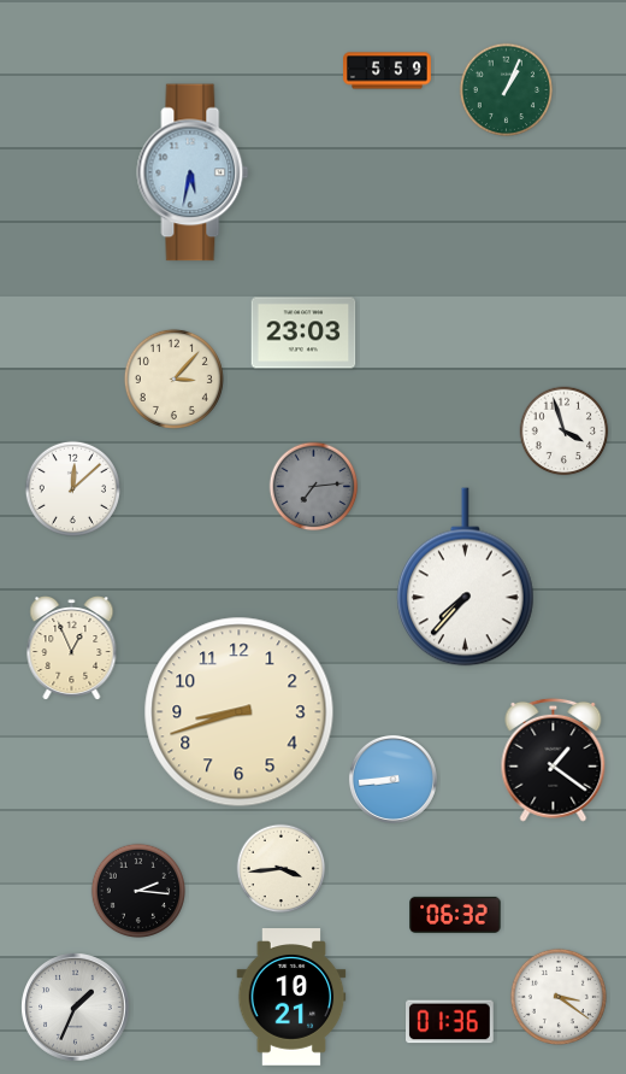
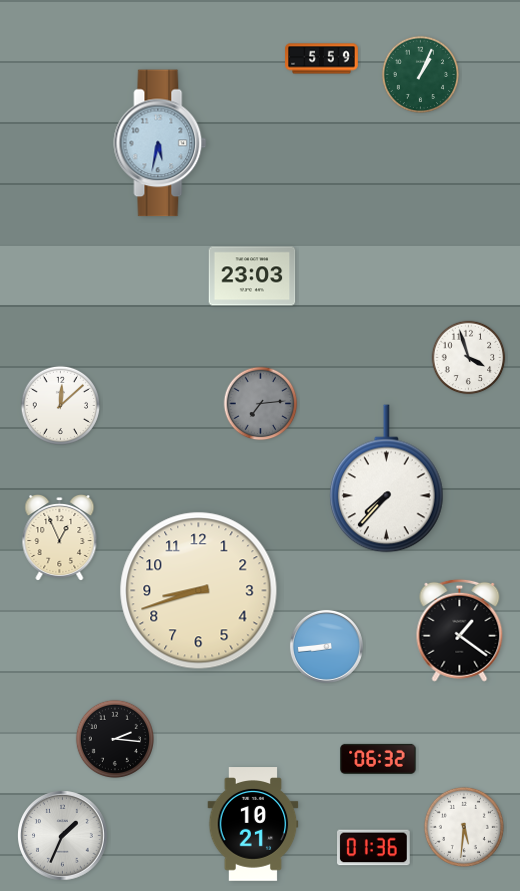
clock at (173, 378): 3:07 -> none
clock at (282, 869): 3:44 -> none
clock at (291, 997) position: (291, 997) -> (253, 824)
clock at (559, 997): 3:21 -> 5:31
